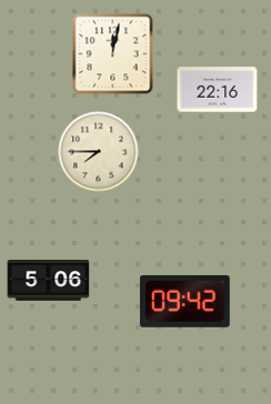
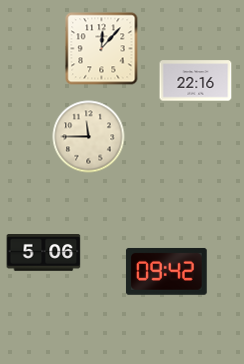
clock at (113, 54): 12:02 -> 12:07
clock at (99, 152): 7:45 -> 11:45
